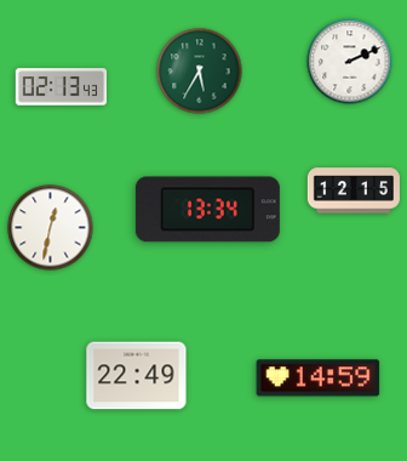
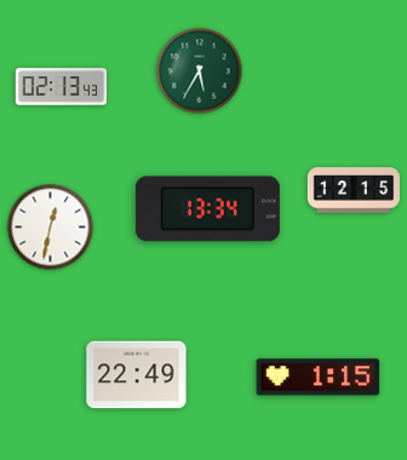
clock at (350, 62): 2:11 -> none
clock at (319, 379): 14:59 -> 1:15
